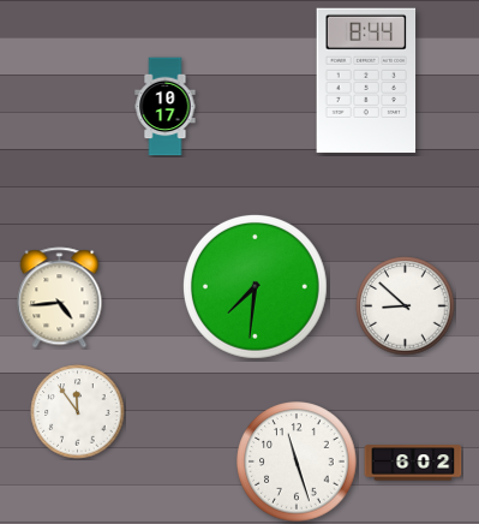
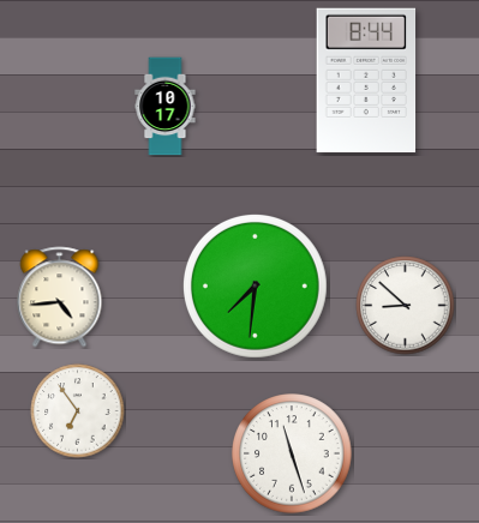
clock at (78, 412): 11:54 -> 6:54
clock at (297, 462) position: (297, 462) -> (292, 453)
clock at (413, 463): 6:02 -> none
